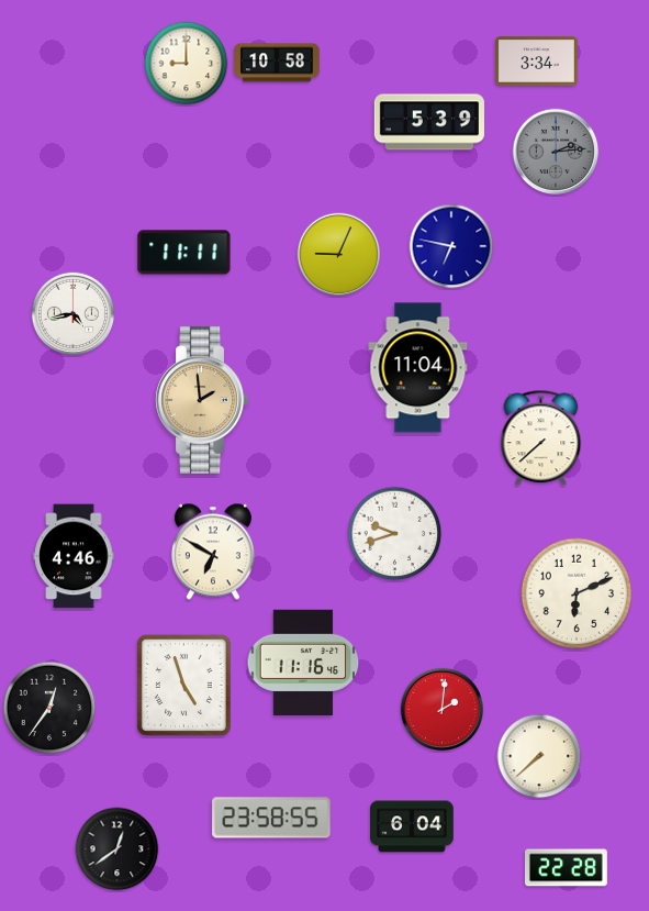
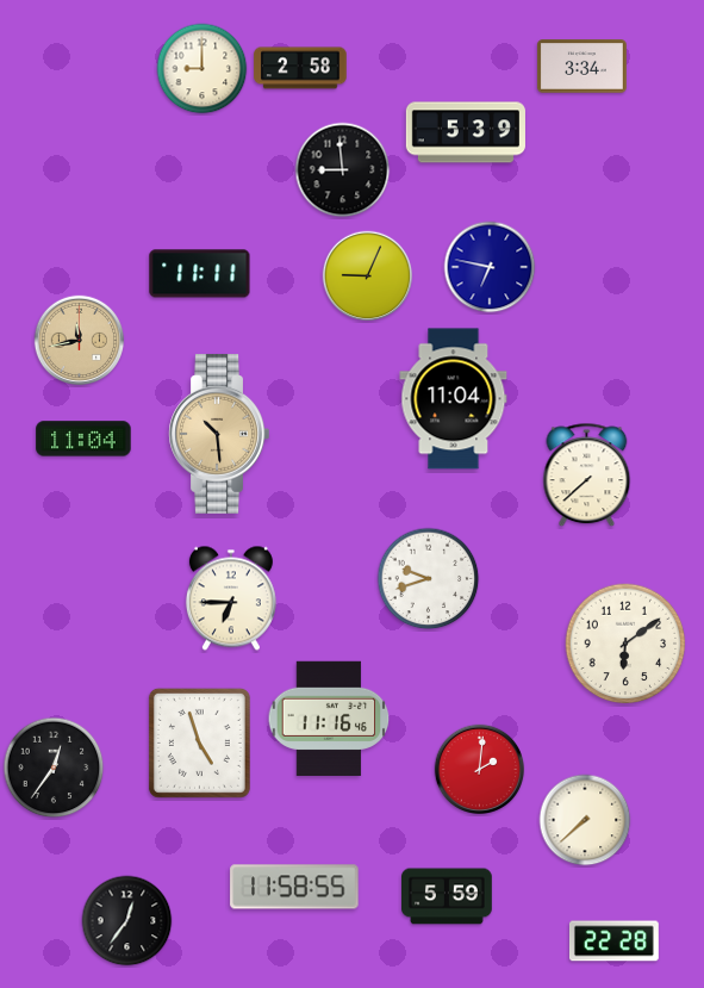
clock at (277, 63): 10:58 -> 2:58
clock at (556, 152): 2:14 -> none
clock at (343, 170): none -> 8:59
clock at (74, 314): 4:43 -> 11:43
clock at (74, 314) dial: white -> champagne
clock at (202, 400): 1:59 -> 10:29
clock at (83, 439): none -> 11:04
clock at (213, 552): 6:50 -> 6:45
clock at (74, 556): 4:46 -> none
clock at (577, 593): 6:11 -> 6:09
clock at (271, 818): 23:58 -> 11:58
clock at (413, 826): 6:04 -> 5:59
clock at (118, 849): 12:39 -> 12:36
